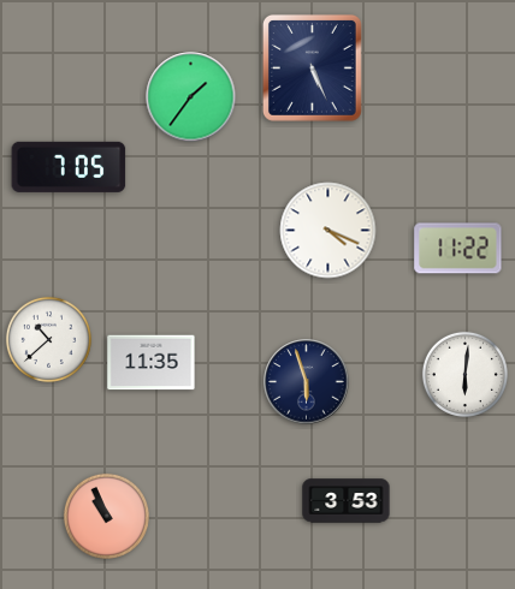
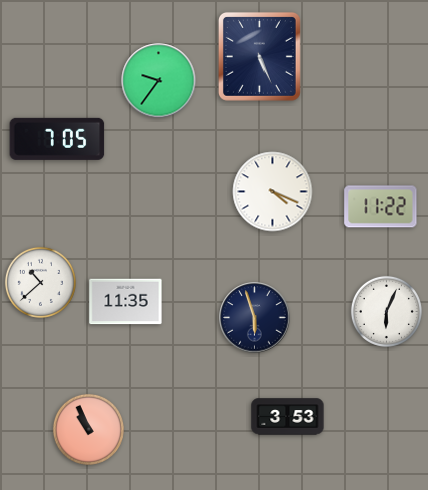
clock at (191, 97): 1:36 -> 9:36
clock at (464, 374): 6:01 -> 6:04
